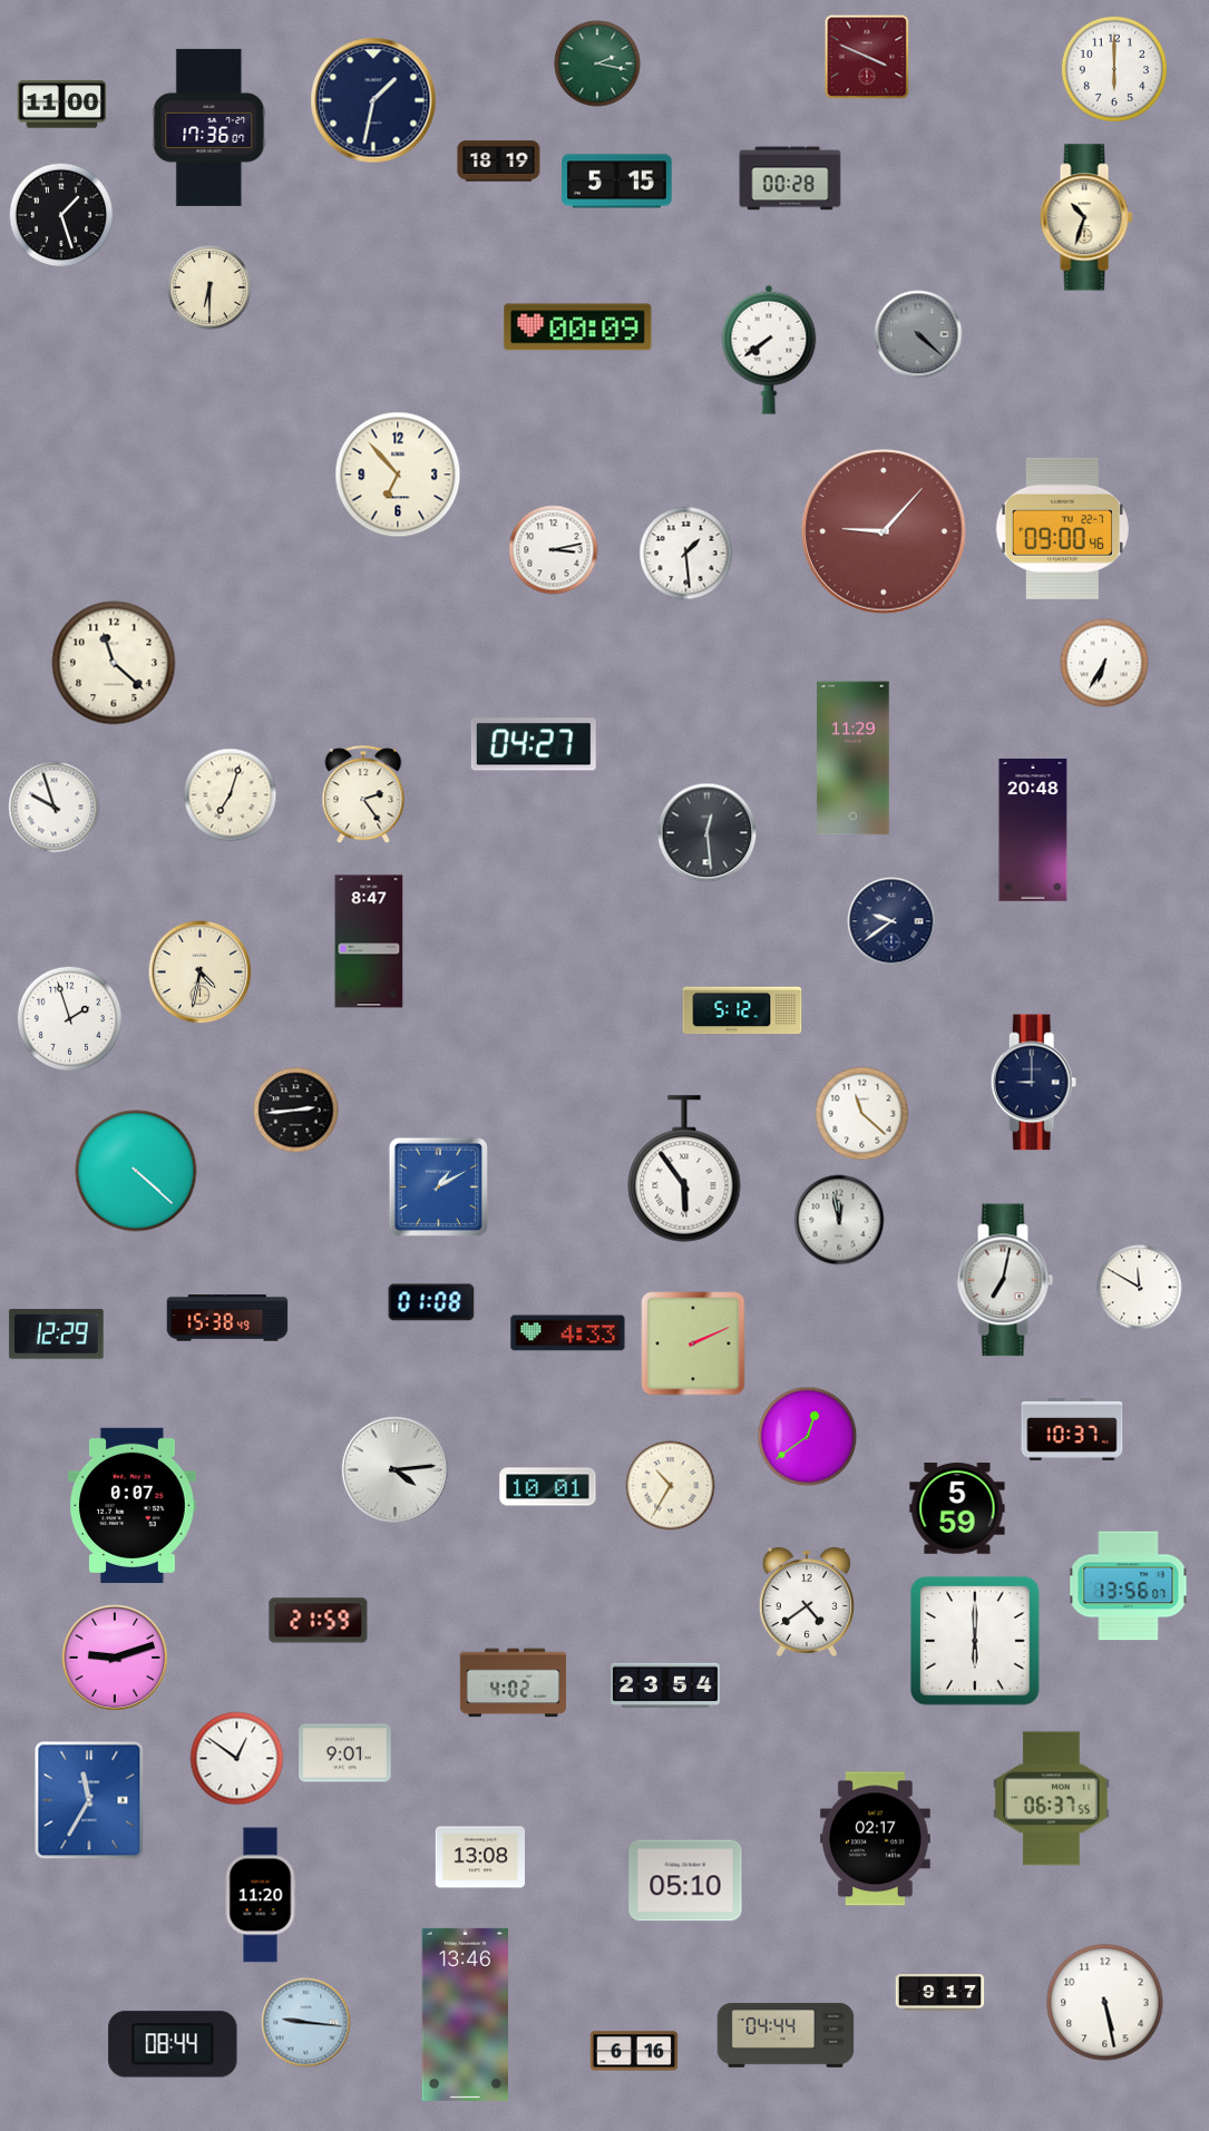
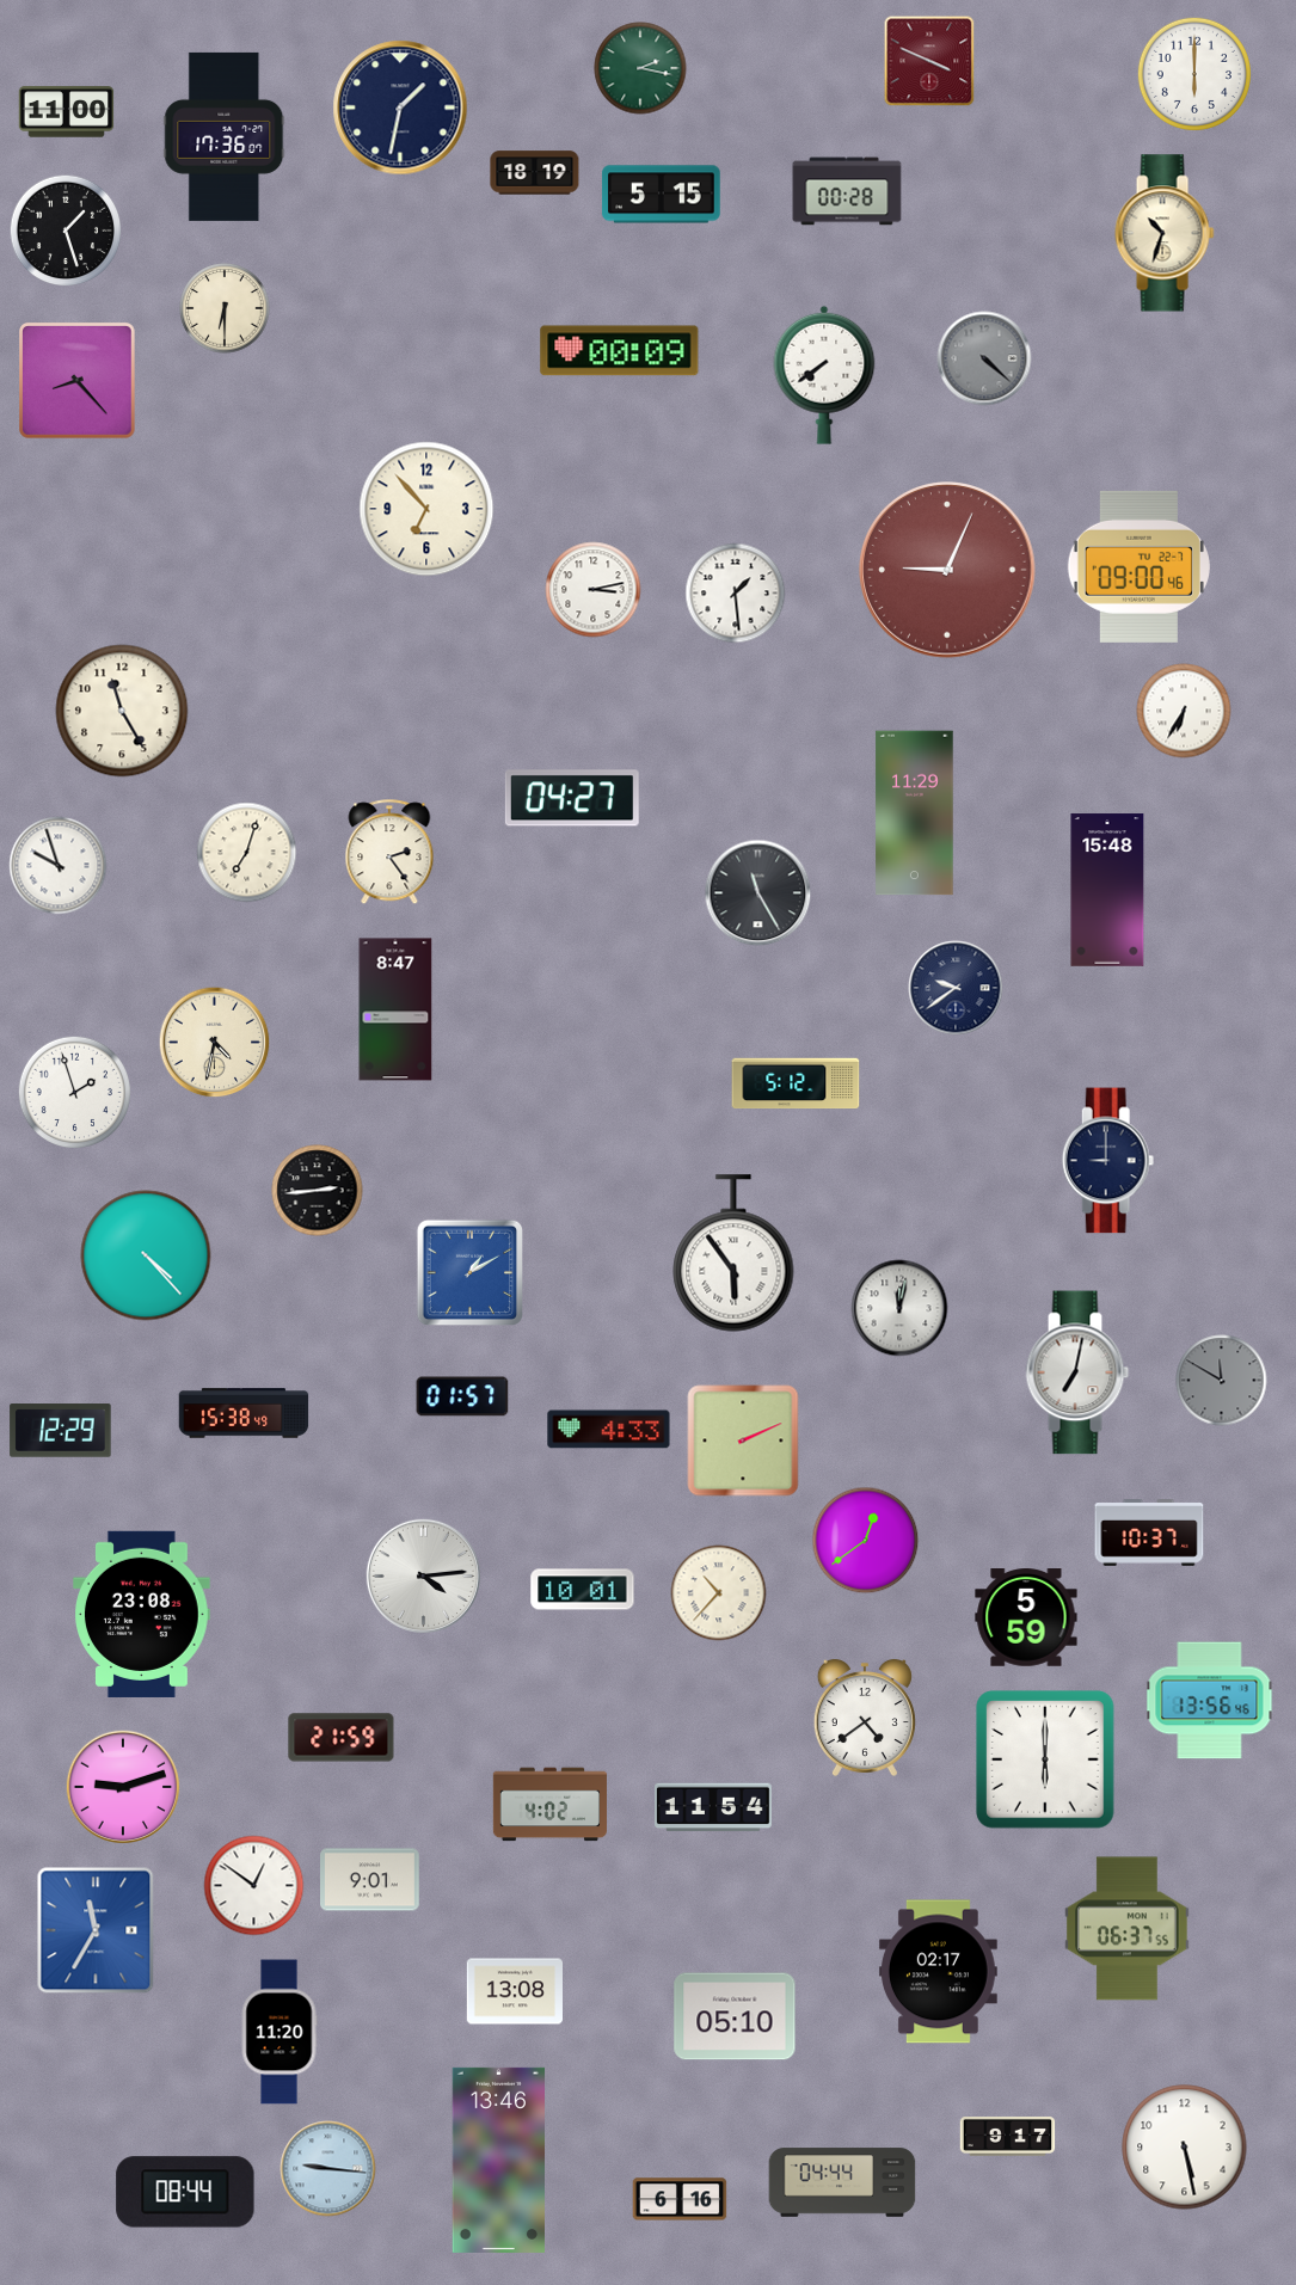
clock at (78, 381): none -> 8:23
clock at (884, 531): 9:07 -> 9:04
clock at (114, 663): 11:22 -> 11:25
clock at (1033, 830): 20:48 -> 15:48
clock at (708, 833): 12:29 -> 11:25
clock at (862, 1114): 11:22 -> none
clock at (136, 1171): 4:22 -> 4:23
clock at (839, 1220): 11:58 -> 12:02
clock at (1140, 1288) dial: white -> grey
clock at (431, 1302): 01:08 -> 01:57
clock at (671, 1486): 10:35 -> 10:37
clock at (548, 1487) position: (548, 1487) -> (583, 1590)
clock at (133, 1505): 0:07 -> 23:08
clock at (1129, 1586): 13:56:07 -> 13:56:46
clock at (115, 1658) position: (115, 1658) -> (123, 1787)
clock at (665, 1685): 23:54 -> 11:54
